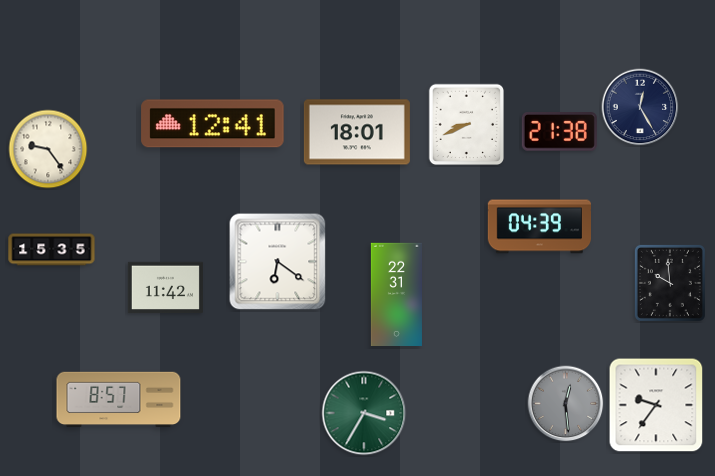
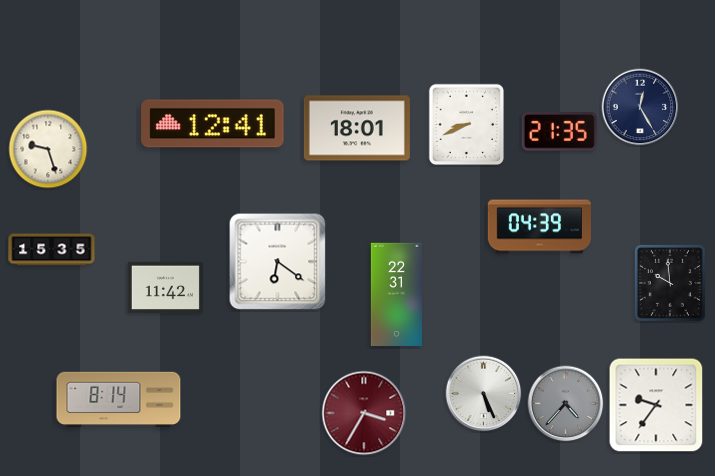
clock at (357, 132) position: (357, 132) -> (357, 128)
clock at (559, 132): 21:38 -> 21:35
clock at (48, 149): 9:24 -> 9:27
clock at (484, 394): none -> 5:26
clock at (119, 400): 8:57 -> 8:14
clock at (566, 404): 12:29 -> 4:37
clock at (364, 413) dial: green -> burgundy
